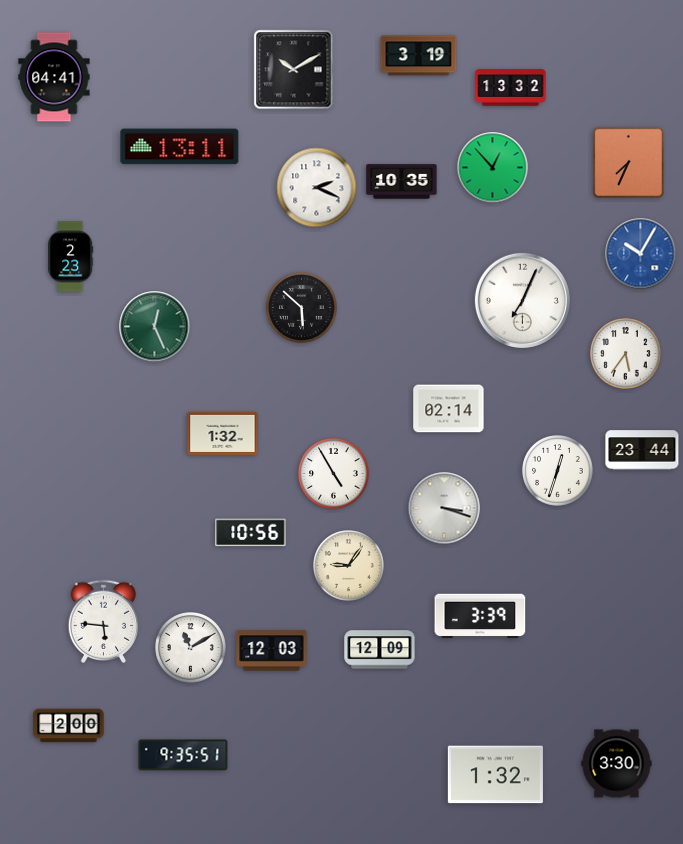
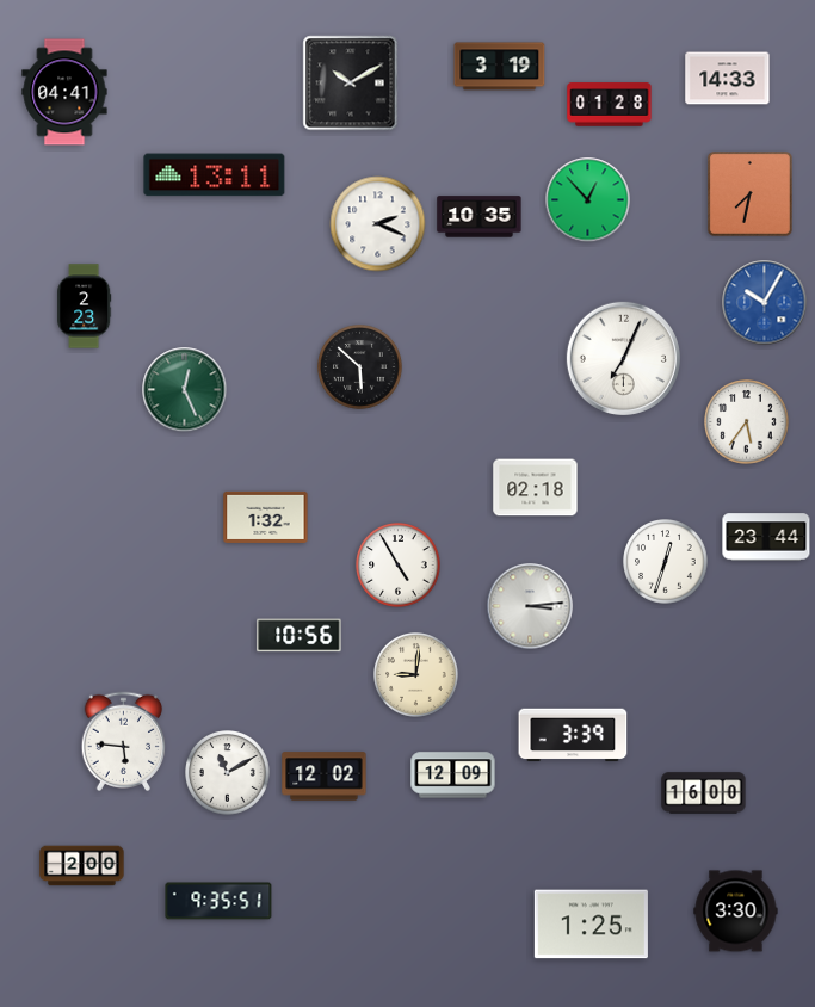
clock at (728, 79): none -> 14:33
clock at (511, 88): 13:32 -> 01:28
clock at (628, 162): 7:34 -> 7:32
clock at (449, 409): 02:14 -> 02:18
clock at (444, 508): 3:18 -> 3:14
clock at (349, 566): 9:06 -> 9:01
clock at (272, 651): 12:03 -> 12:02
clock at (704, 793): none -> 16:00
clock at (495, 775): 1:32 -> 1:25
